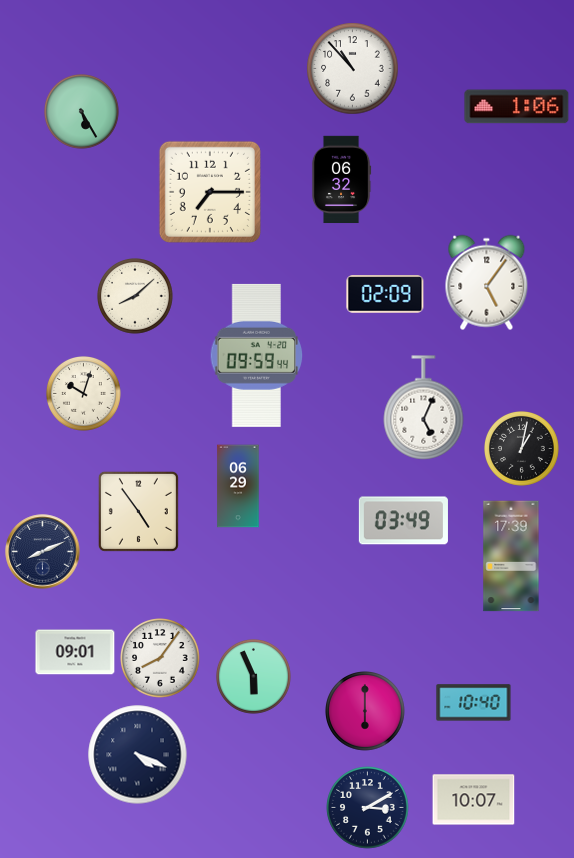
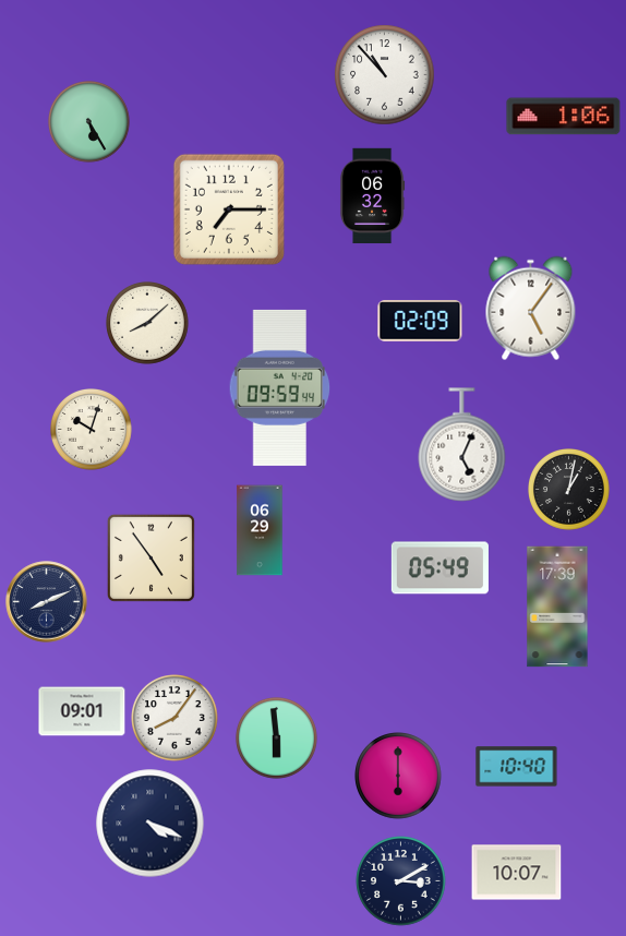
clock at (403, 521): 03:49 -> 05:49
clock at (254, 677): 5:56 -> 5:59
